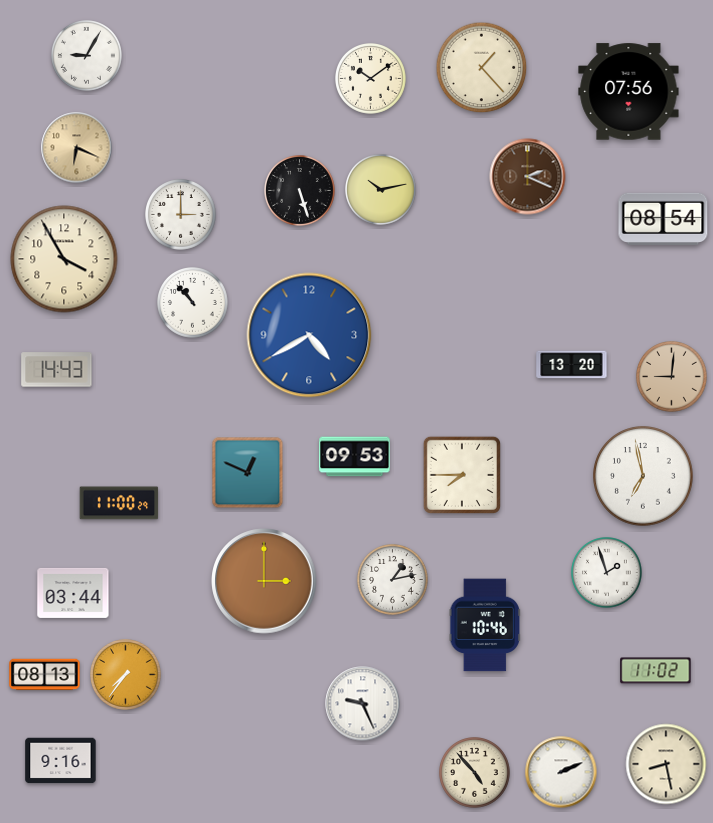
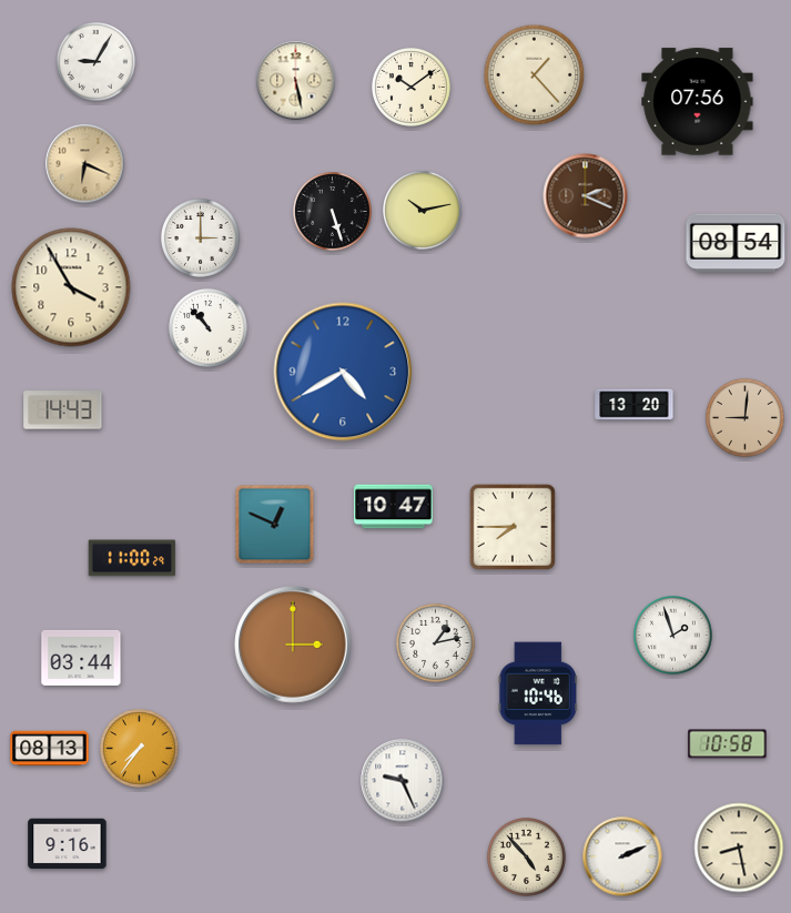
clock at (296, 81): none -> 5:28
clock at (193, 303) position: (193, 303) -> (209, 328)
clock at (355, 457): 09:53 -> 10:47
clock at (643, 476): 6:58 -> none
clock at (656, 671): 11:02 -> 10:58
